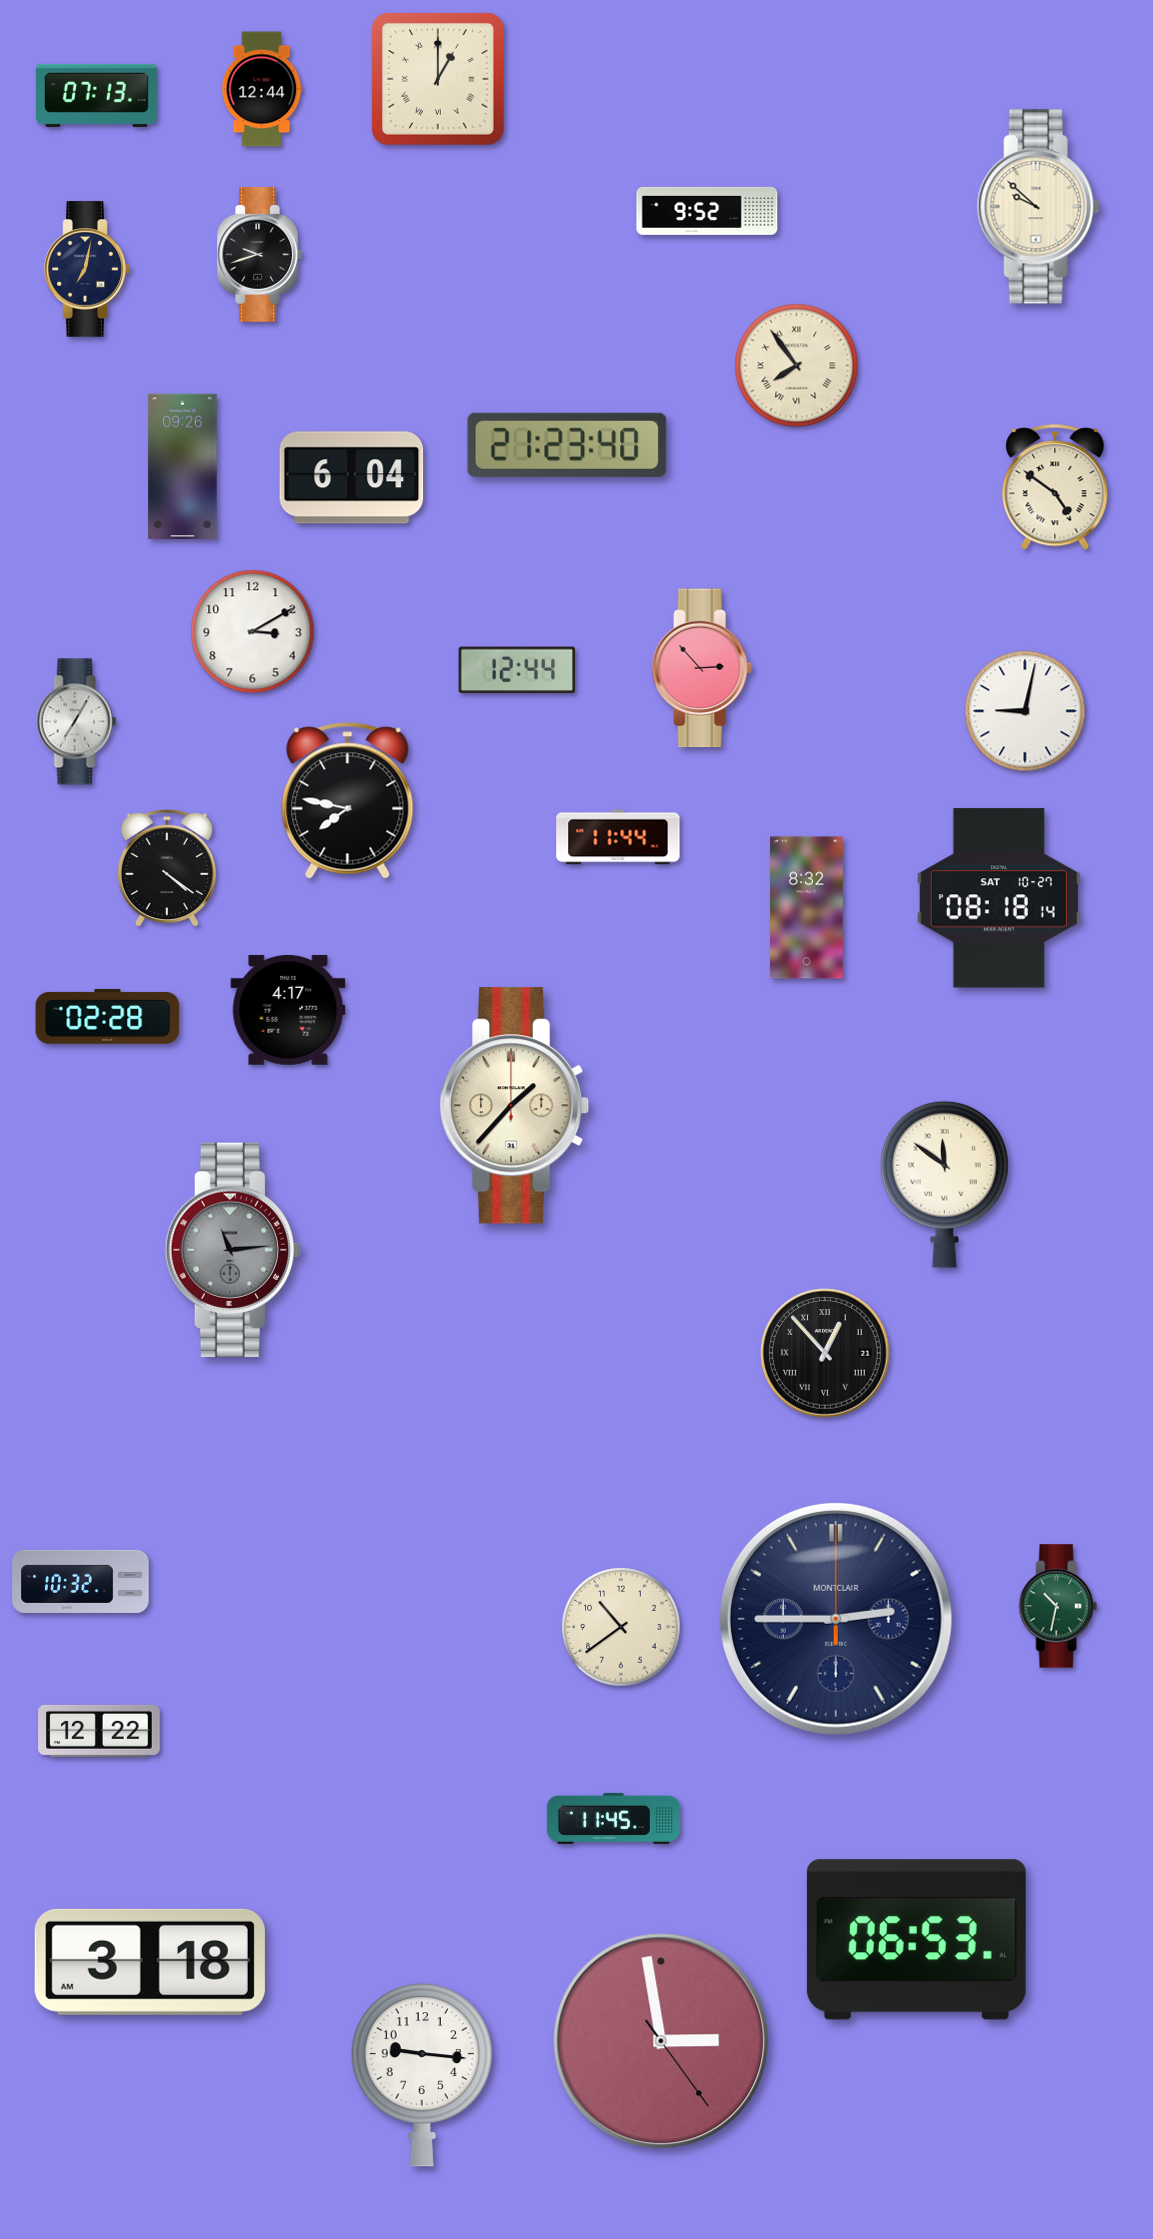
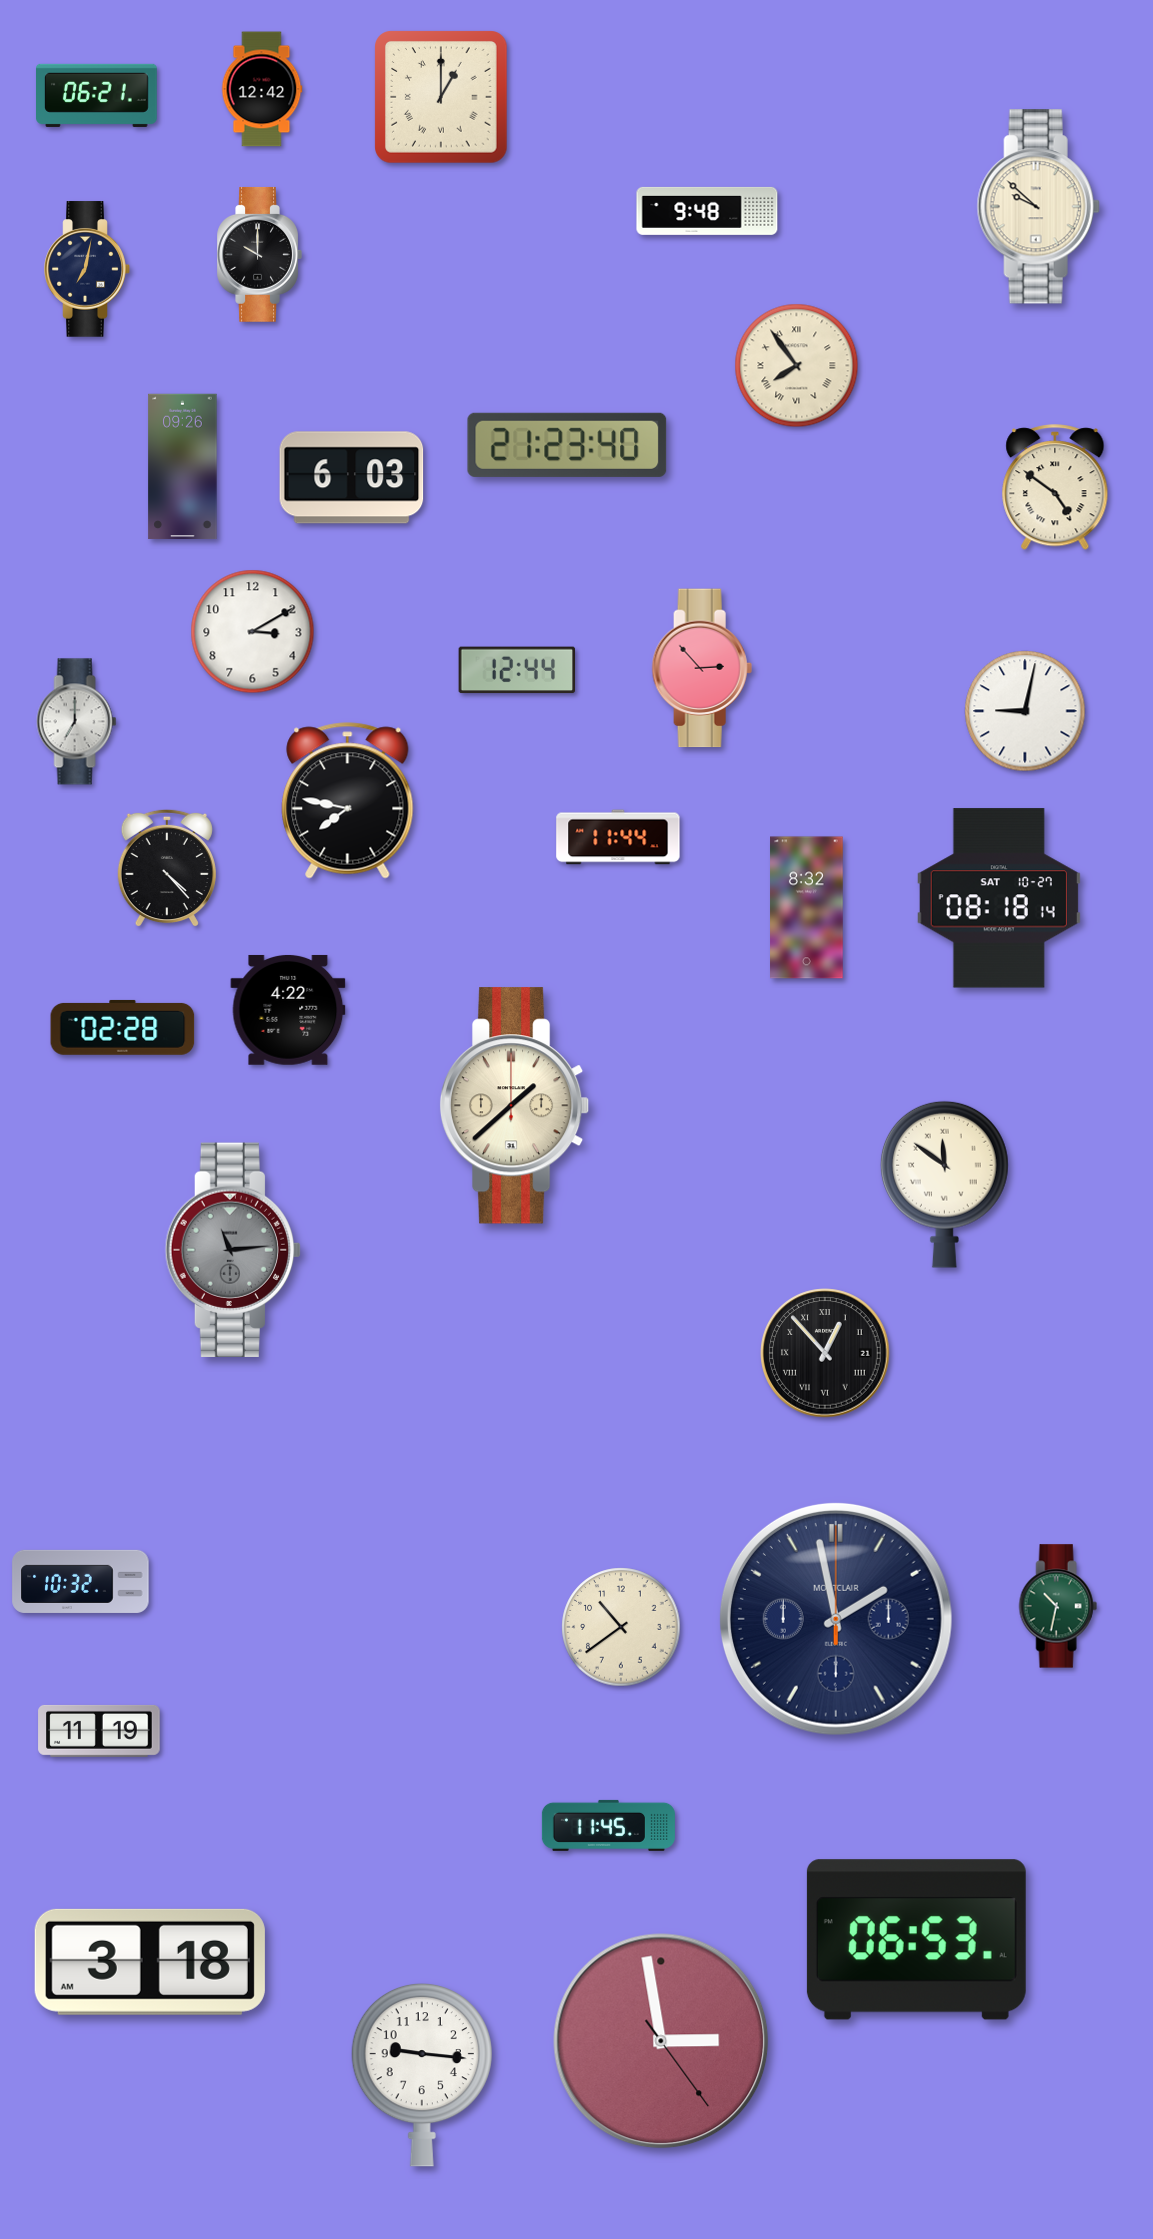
clock at (438, 79) position: (438, 79) -> (441, 97)
clock at (262, 89): 12:44 -> 12:42
clock at (97, 95): 07:13 -> 06:21
clock at (707, 211): 9:52 -> 9:48
clock at (259, 254): 9:42 -> 10:00
clock at (352, 478): 6:04 -> 6:03
clock at (77, 722): 7:05 -> 7:00
clock at (167, 868): 4:21 -> 4:23
clock at (288, 1010): 4:17 -> 4:22
clock at (108, 1016) position: (108, 1016) -> (123, 1027)
clock at (515, 1106): 1:37 -> 1:38
clock at (836, 1619): 2:45 -> 1:58
clock at (99, 1731): 12:22 -> 11:19
clock at (613, 1818) position: (613, 1818) -> (608, 1825)
